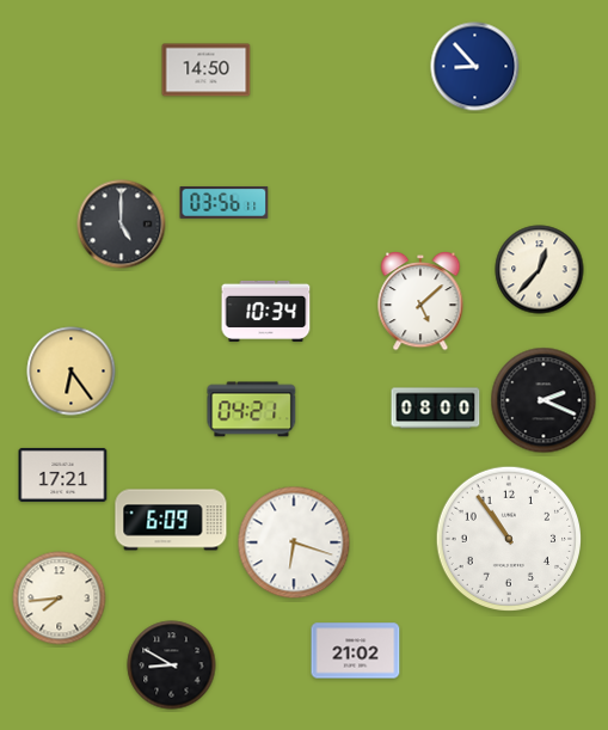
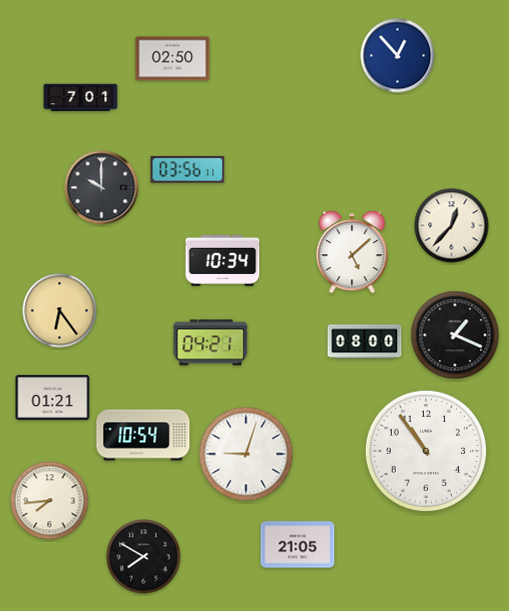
clock at (475, 67): 8:53 -> 12:53
clock at (207, 70): 14:50 -> 02:50
clock at (81, 98): none -> 7:01
clock at (122, 225): 5:00 -> 10:00
clock at (543, 400): 2:19 -> 1:19
clock at (63, 474): 17:21 -> 01:21
clock at (171, 520): 6:09 -> 10:54
clock at (294, 542): 6:18 -> 9:03
clock at (356, 651): 21:02 -> 21:05
clock at (172, 665): 8:50 -> 7:50
